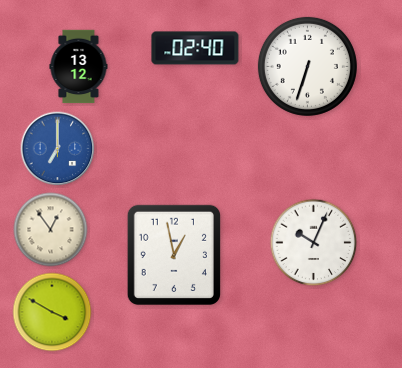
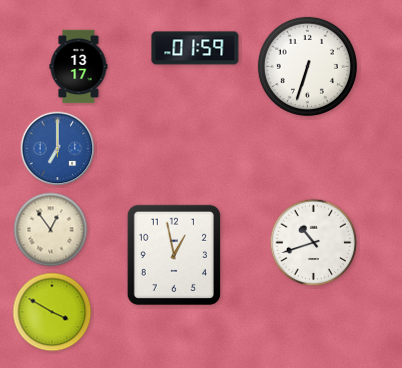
clock at (195, 48): 02:40 -> 01:59
clock at (79, 67): 13:12 -> 13:17
clock at (314, 243): 10:04 -> 10:42
